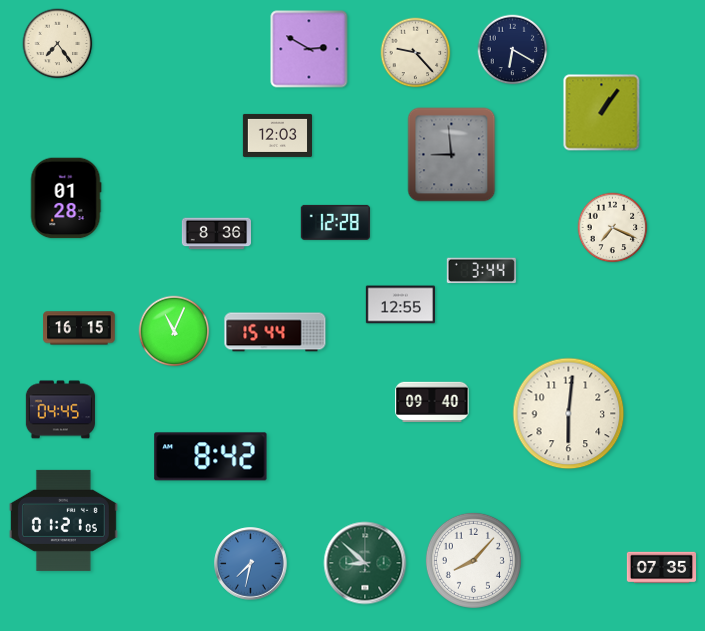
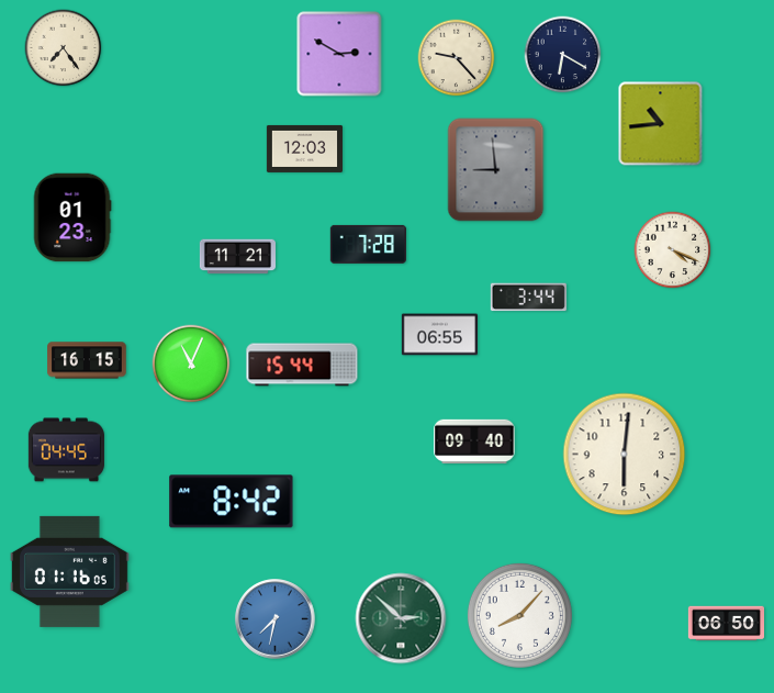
clock at (602, 113): 1:06 -> 10:44
clock at (66, 198): 01:28 -> 01:23
clock at (335, 222): 12:28 -> 7:28
clock at (613, 228): 7:19 -> 4:19
clock at (216, 234): 8:36 -> 11:21
clock at (400, 305): 12:55 -> 06:55
clock at (63, 520): 01:21 -> 01:16
clock at (365, 563): 8:52 -> 2:52
clock at (661, 568): 07:35 -> 06:50
